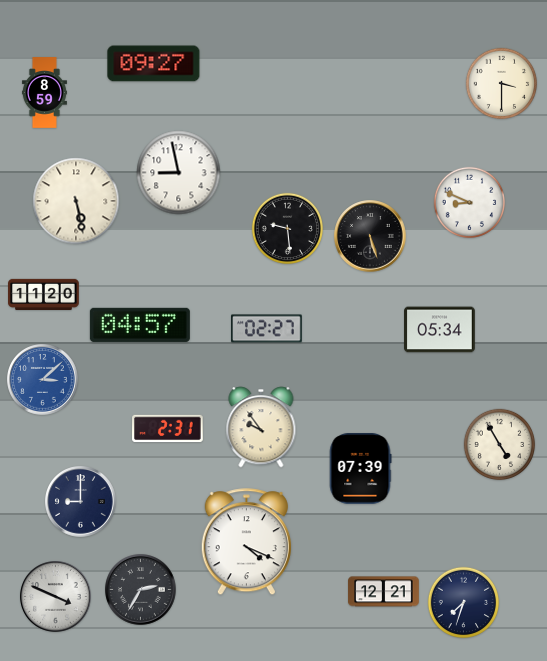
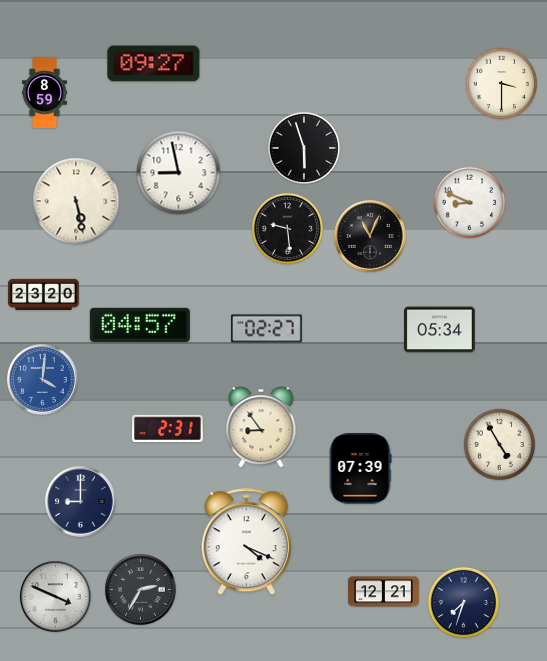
clock at (303, 147): none -> 5:57
clock at (370, 236): 5:27 -> 11:04
clock at (44, 294): 11:20 -> 23:20
clock at (43, 380): 3:08 -> 4:01
clock at (261, 427): 9:54 -> 8:54
